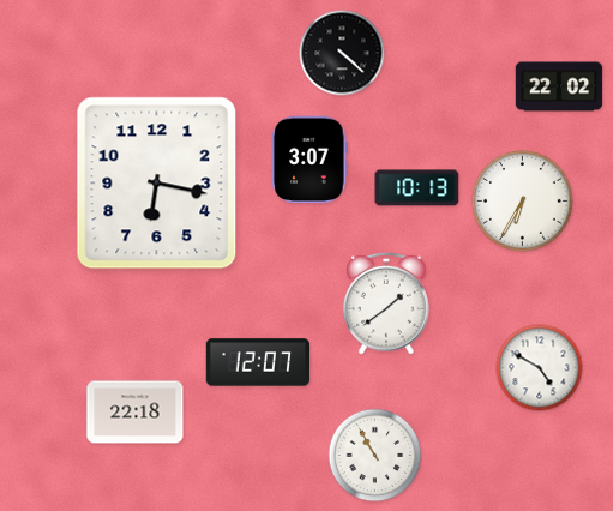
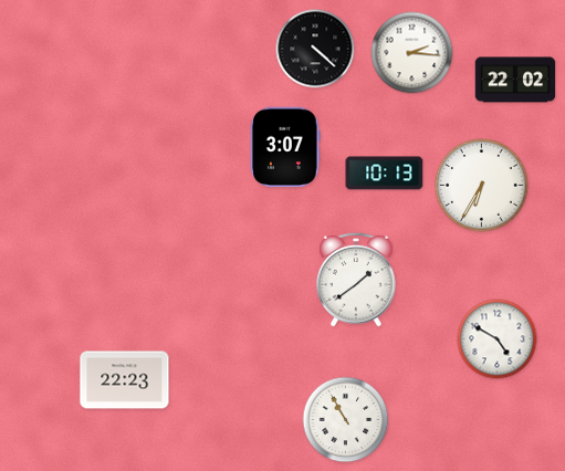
clock at (412, 53): none -> 2:16
clock at (157, 184): 6:17 -> none
clock at (258, 362): 12:07 -> none
clock at (136, 413): 22:18 -> 22:23
